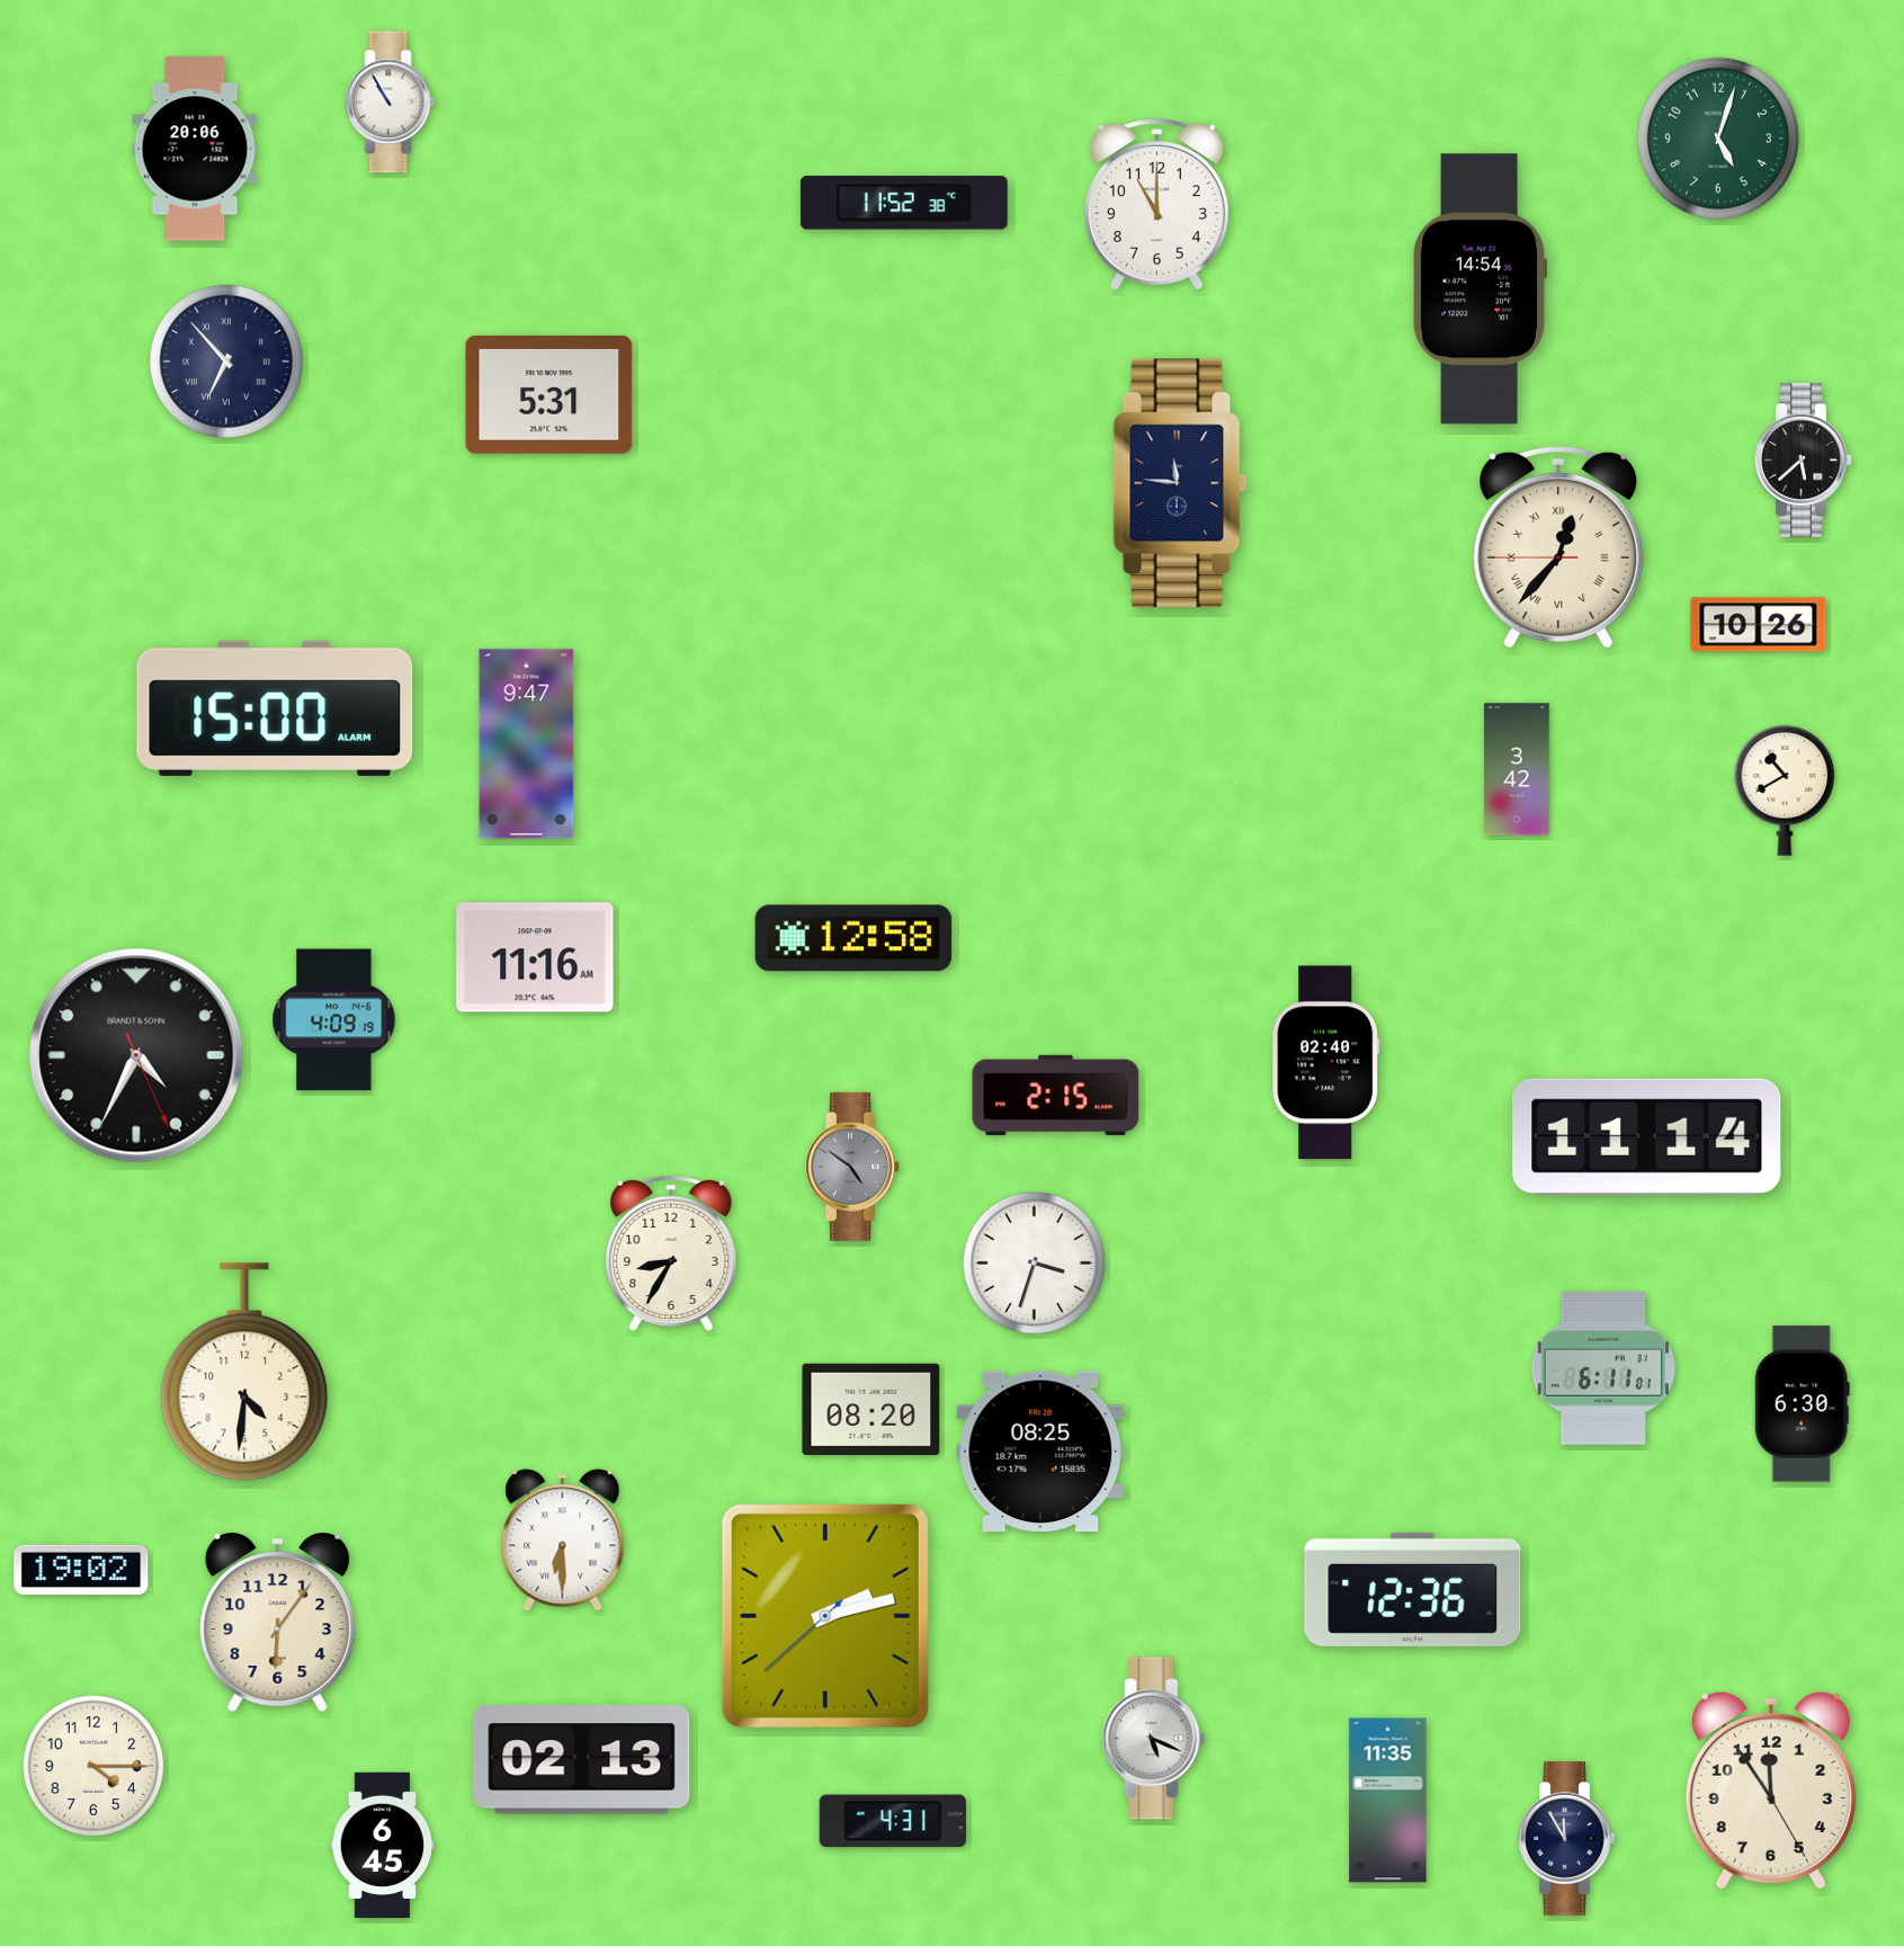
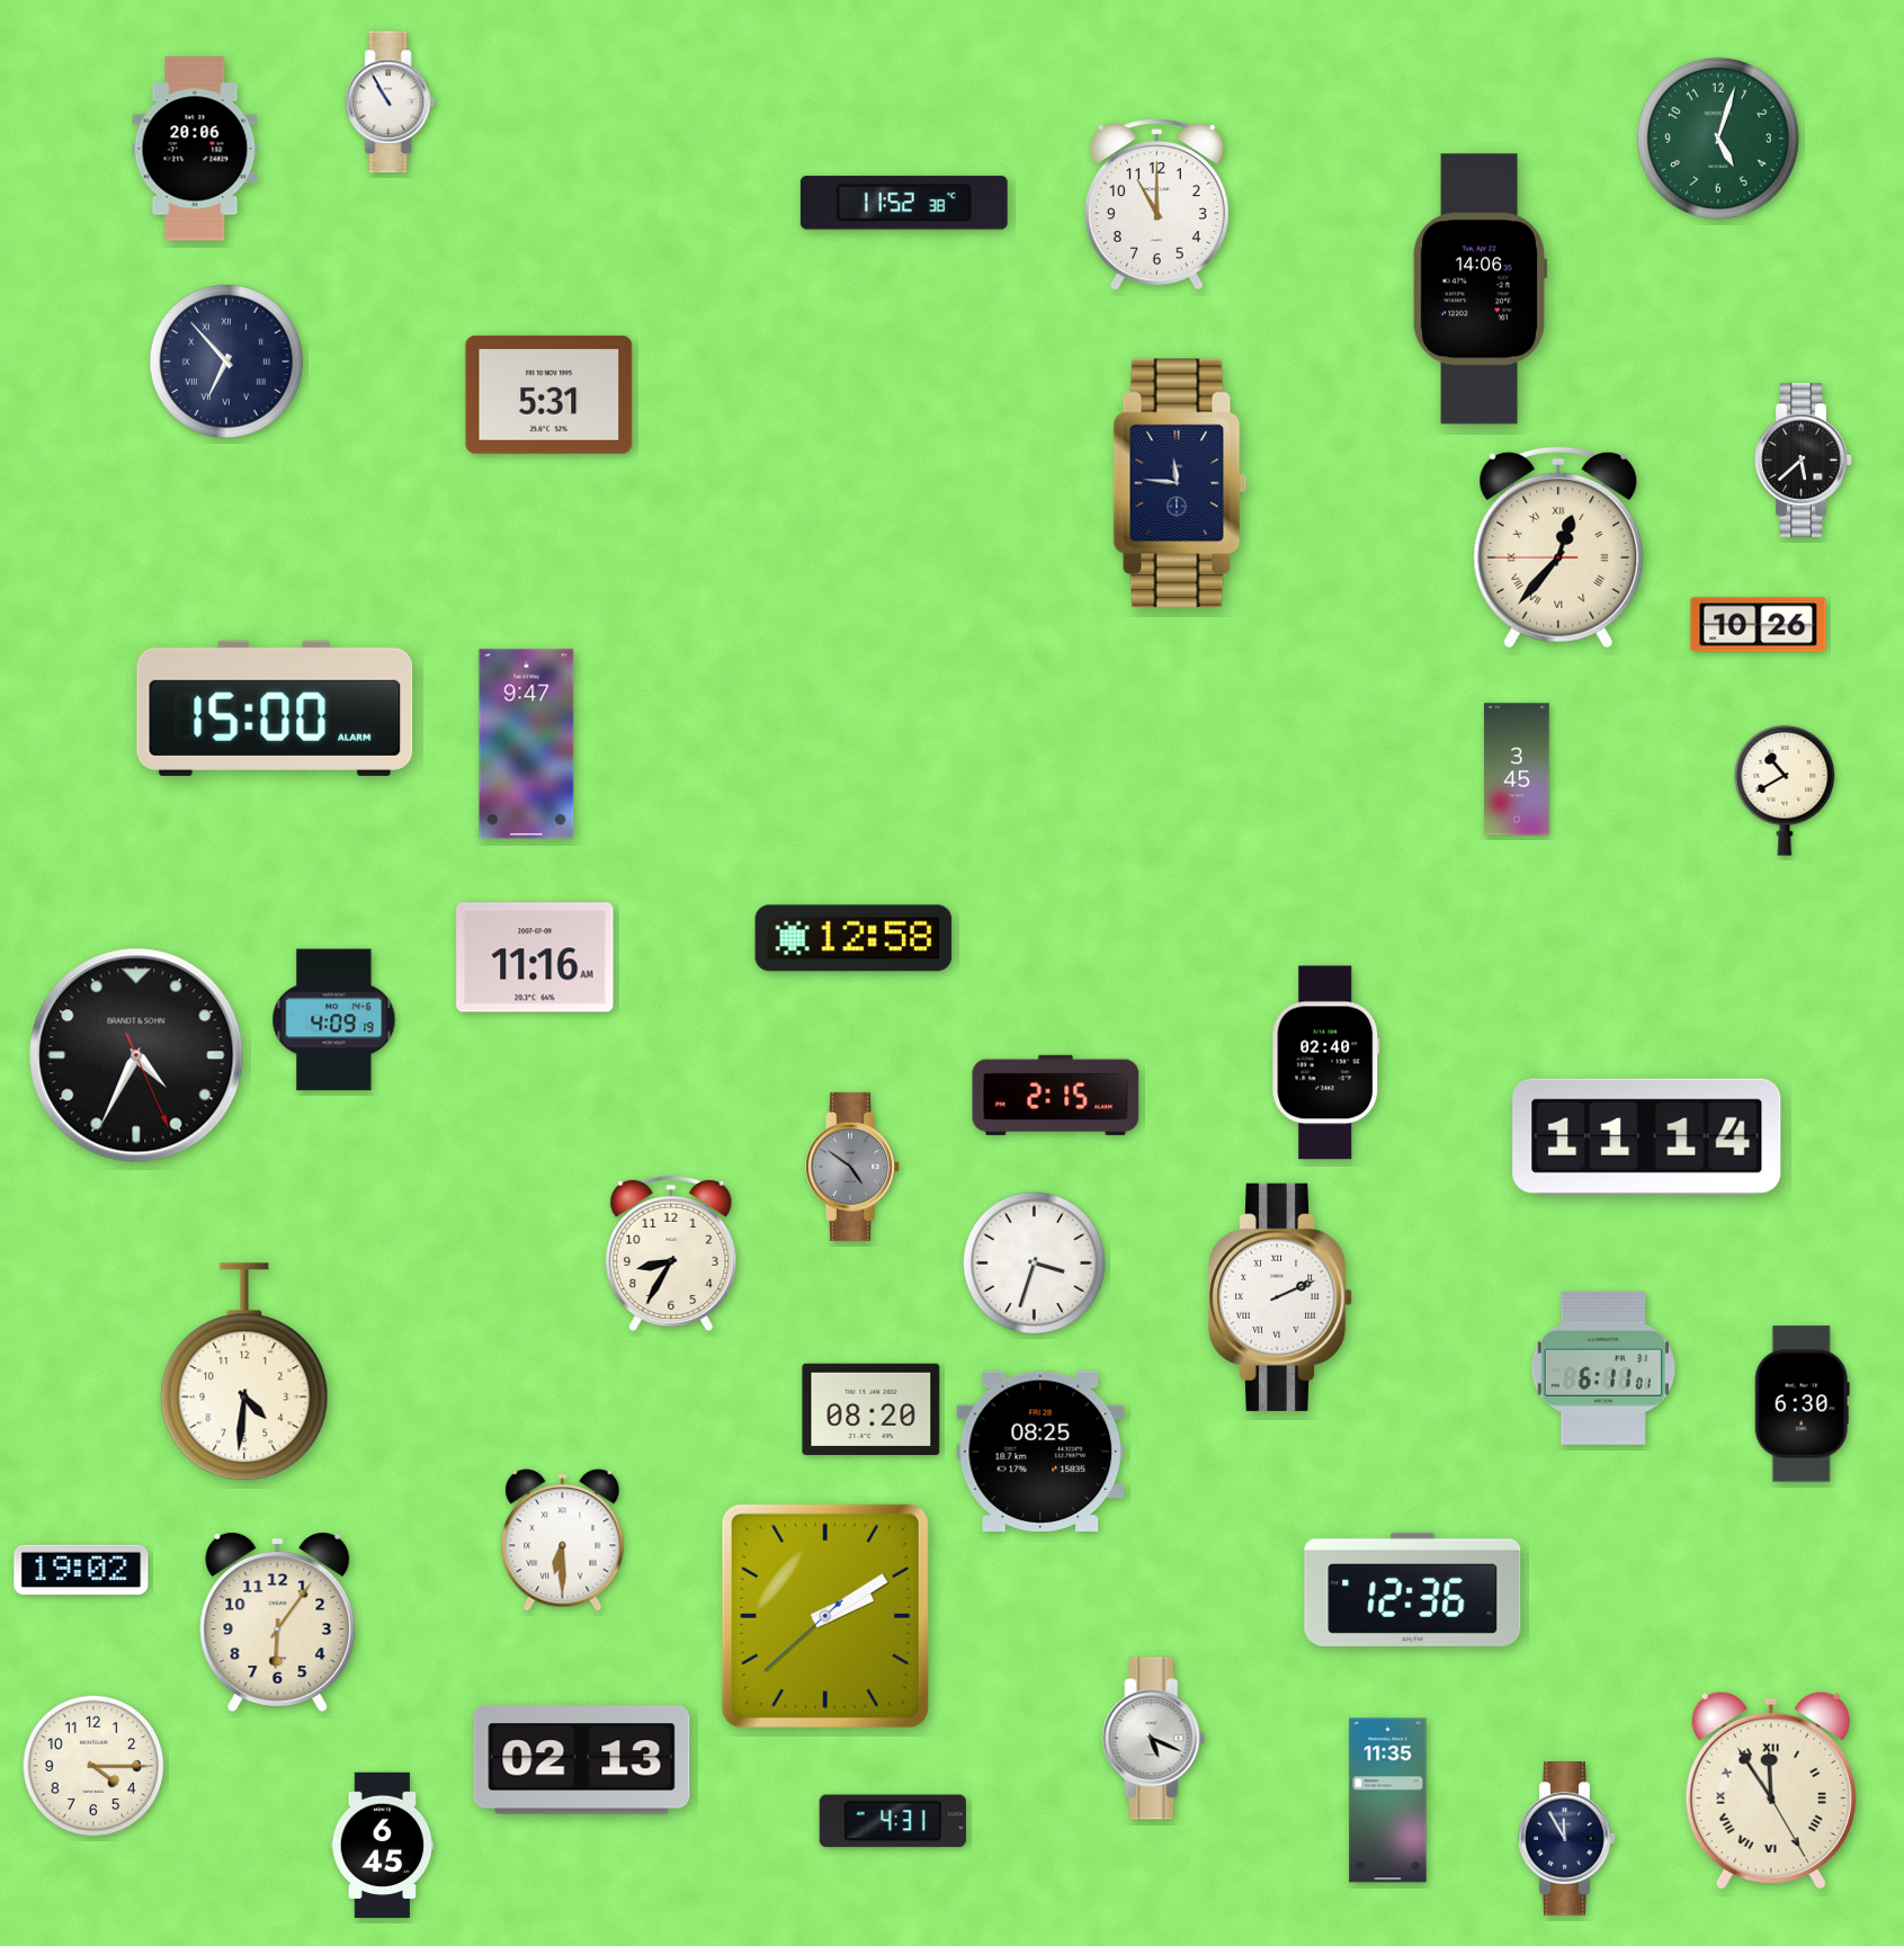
clock at (1480, 289): 14:54 -> 14:06
clock at (1517, 769): 3:42 -> 3:45
clock at (1280, 1297): none -> 2:11
clock at (825, 1616): 2:12 -> 2:09
clock at (1771, 1791) numerals: Arabic -> Roman
